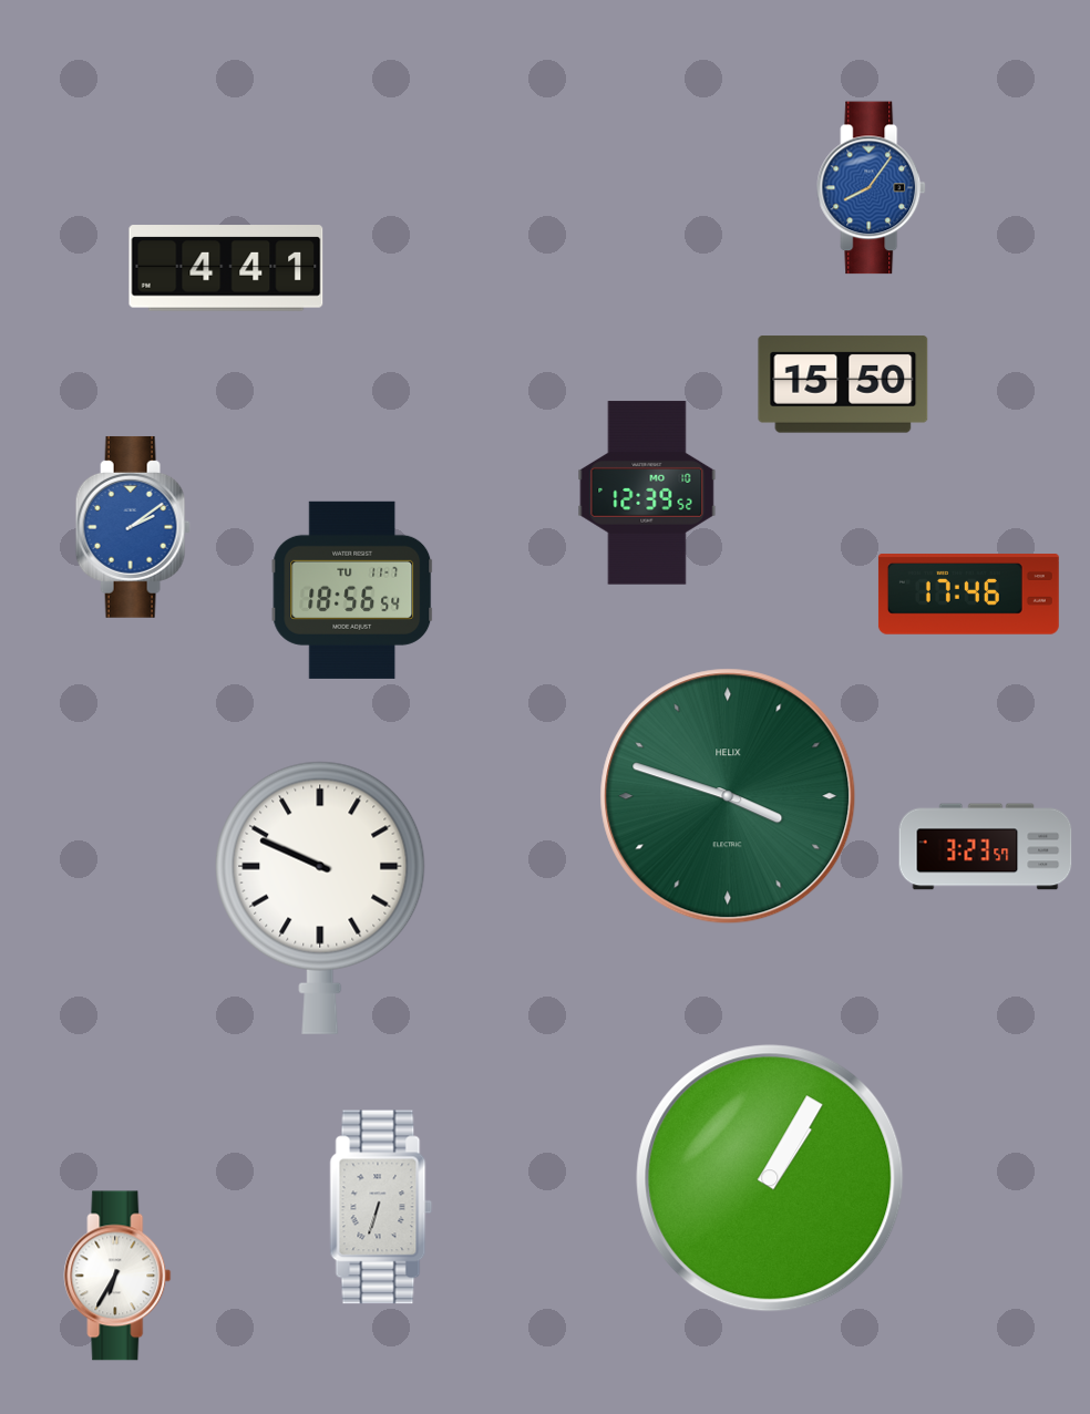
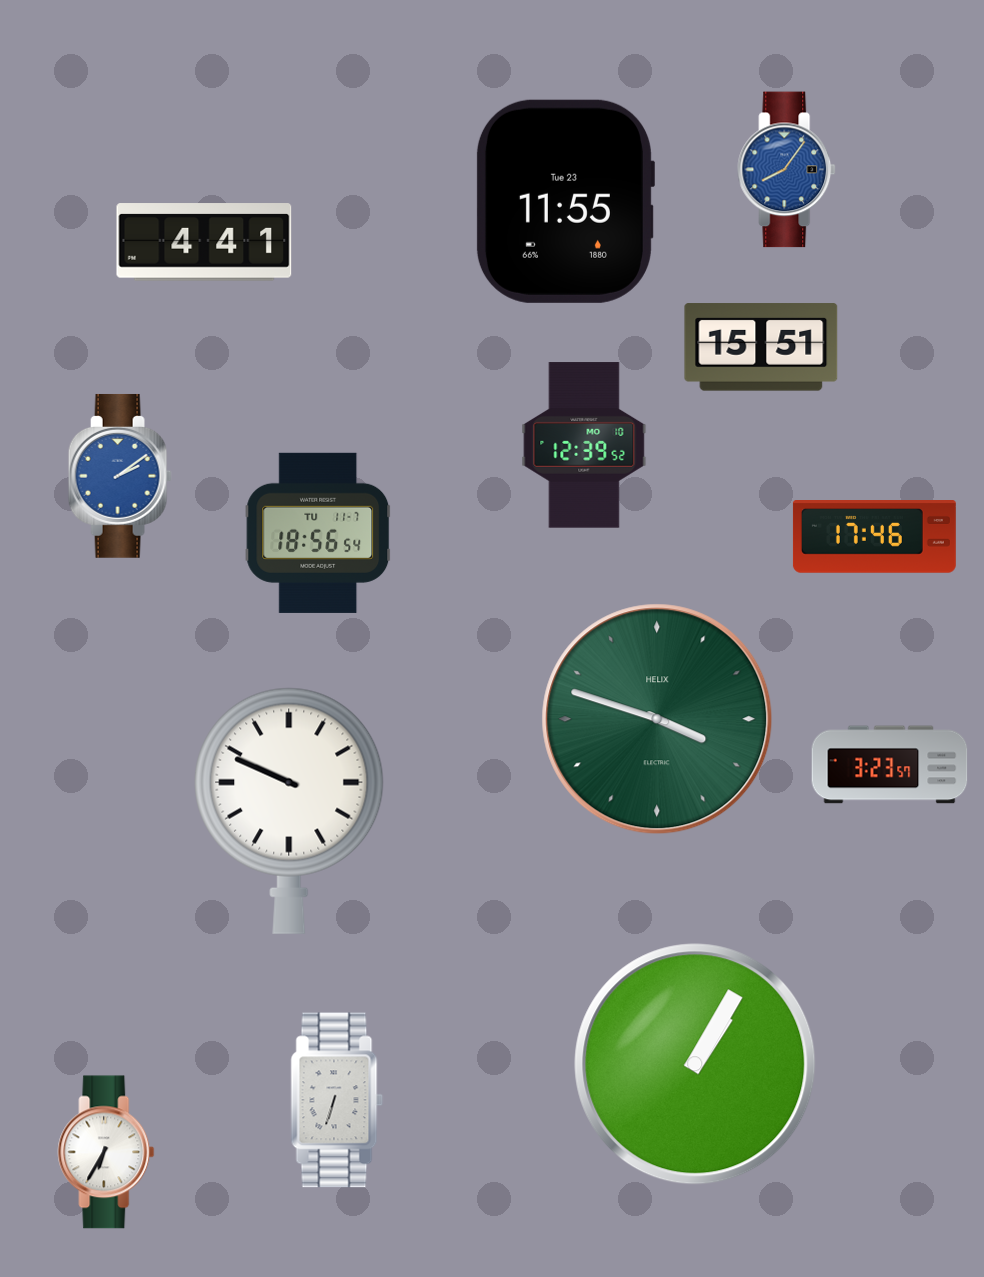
clock at (565, 201): none -> 11:55
clock at (843, 384): 15:50 -> 15:51
clock at (381, 1207) position: (381, 1207) -> (337, 1100)
